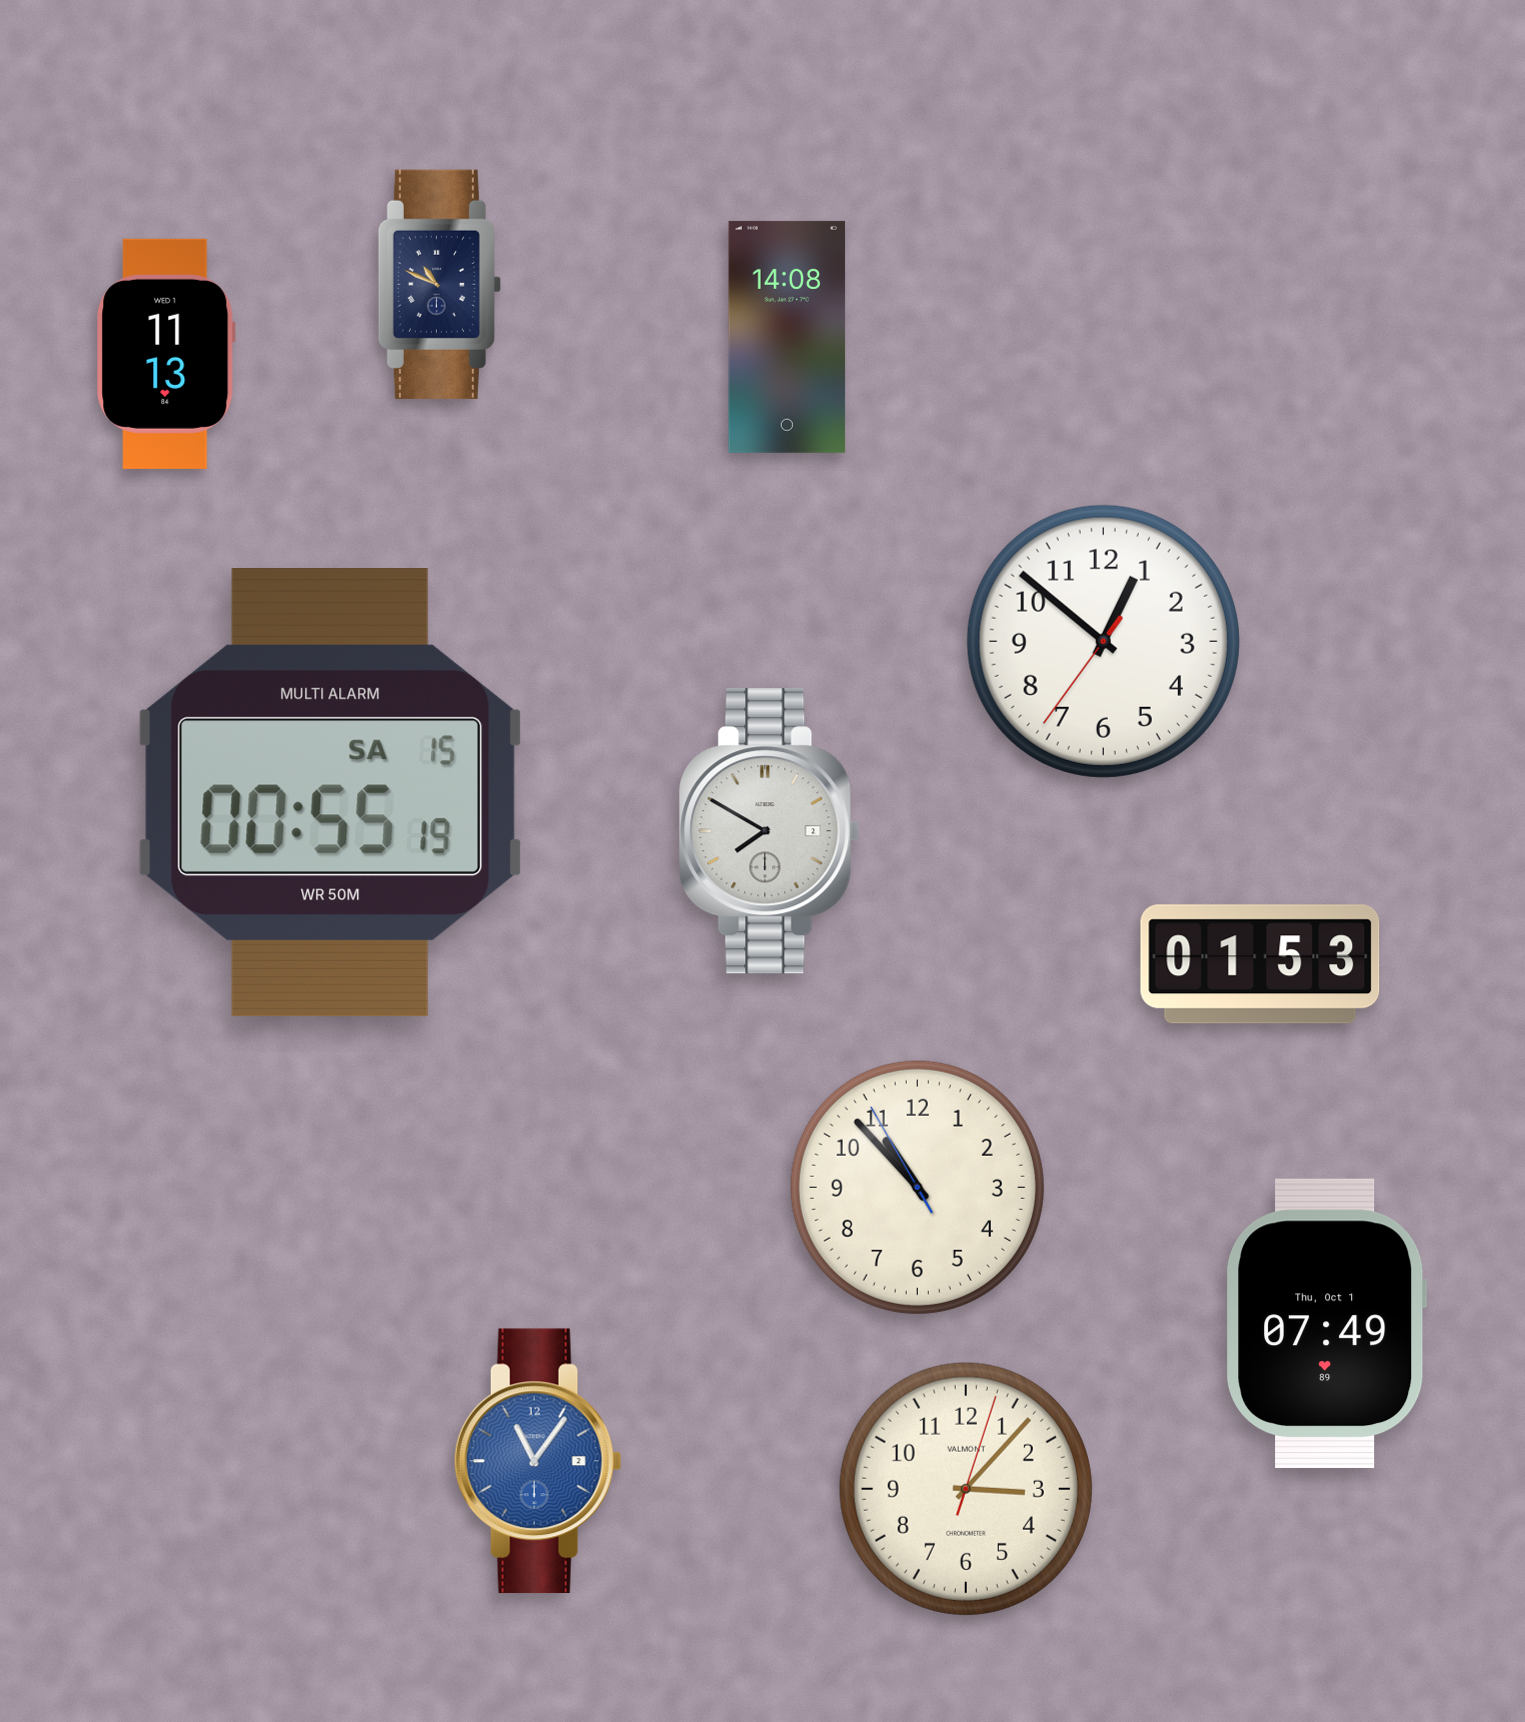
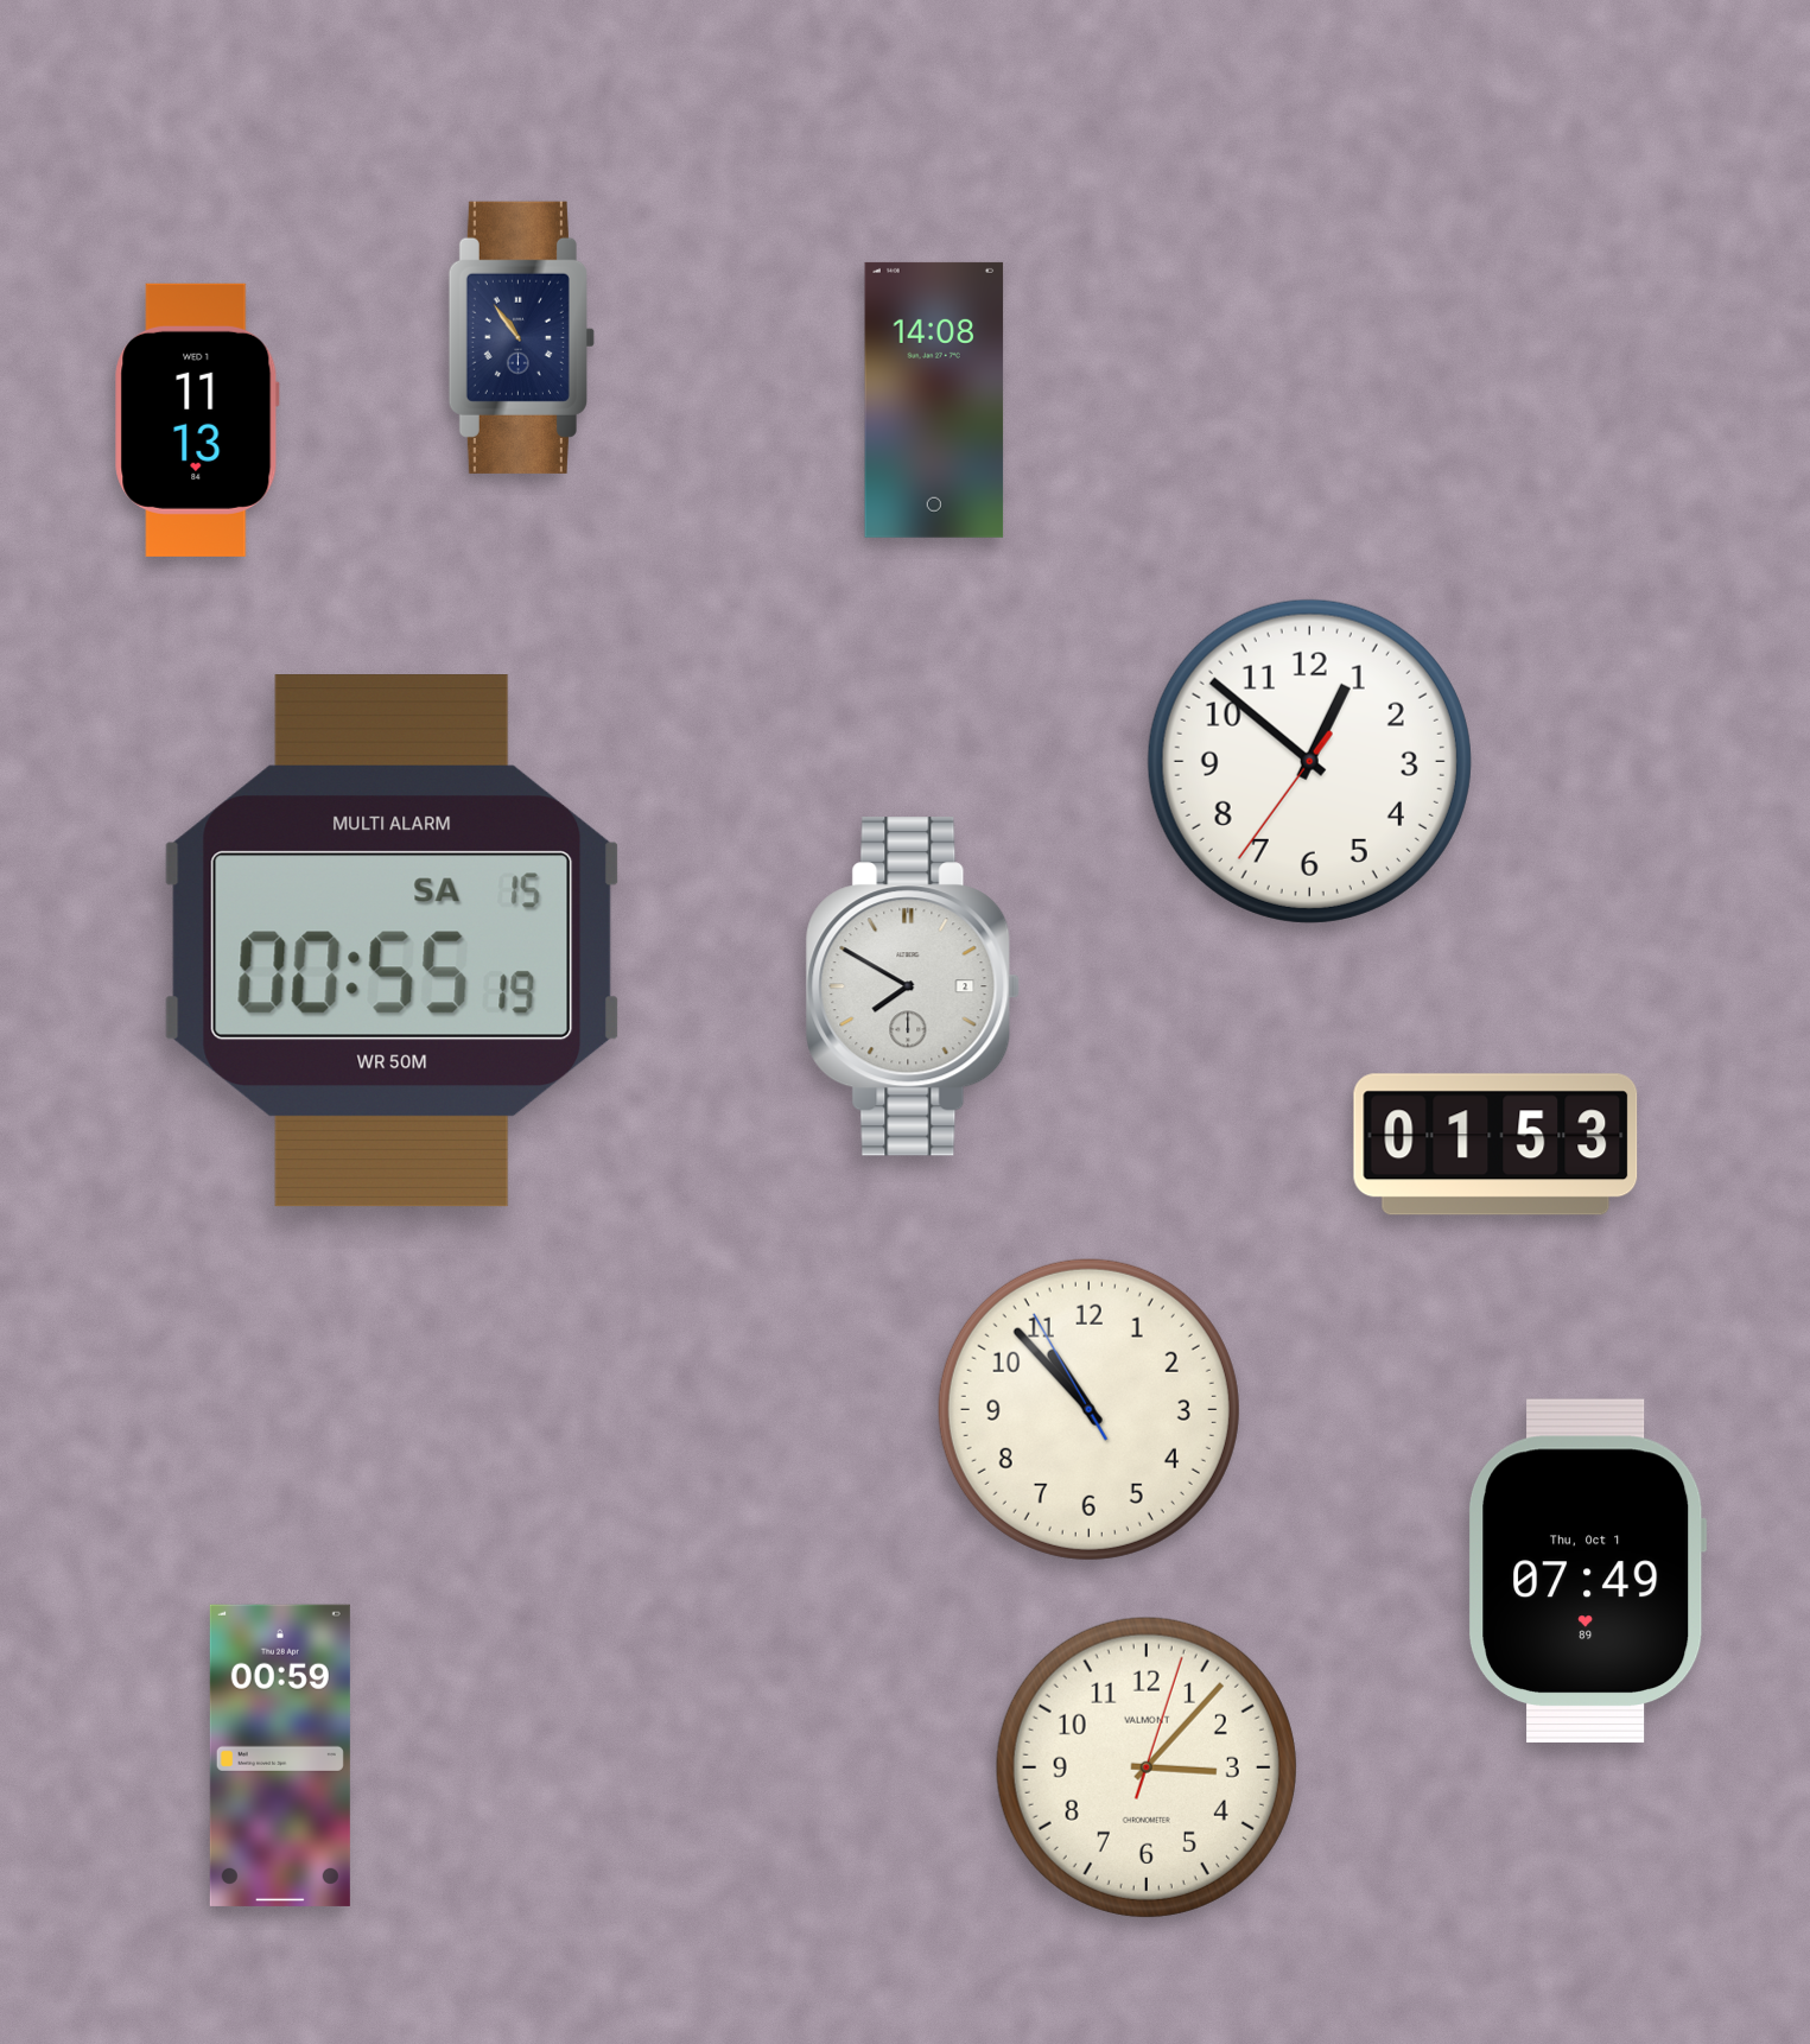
clock at (439, 284): 10:49 -> 10:54
clock at (1327, 1323) position: (1327, 1323) -> (1588, 1570)
clock at (538, 1461): 11:06 -> none
clock at (280, 1756): none -> 00:59
